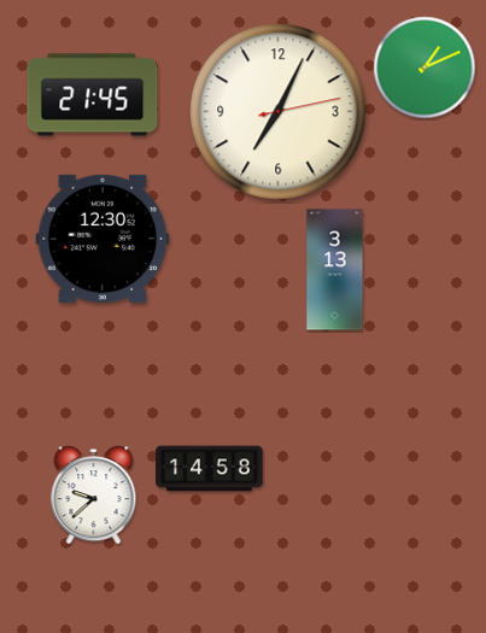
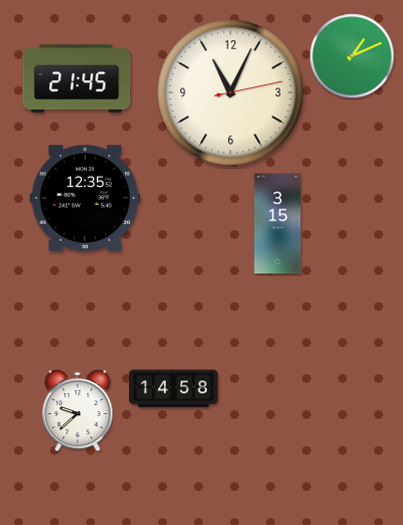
clock at (279, 112): 7:04 -> 11:04
clock at (103, 239): 12:30 -> 12:35
clock at (335, 270): 3:13 -> 3:15
